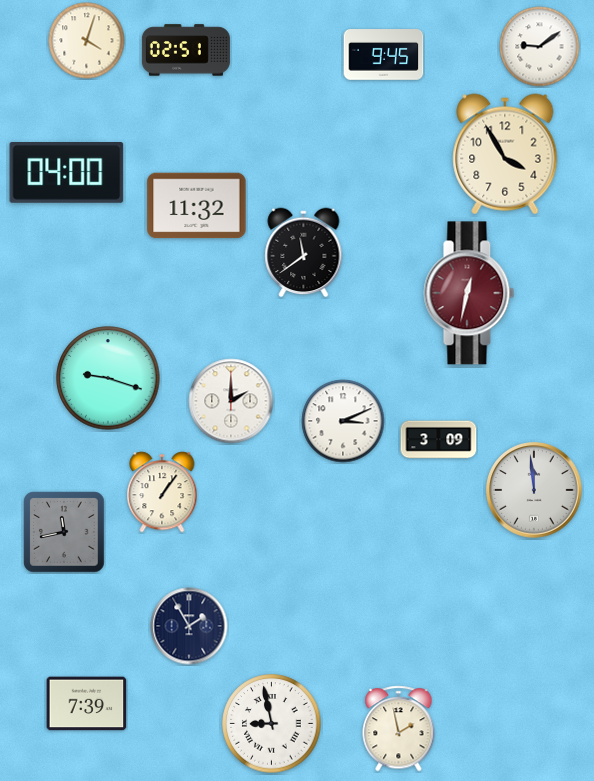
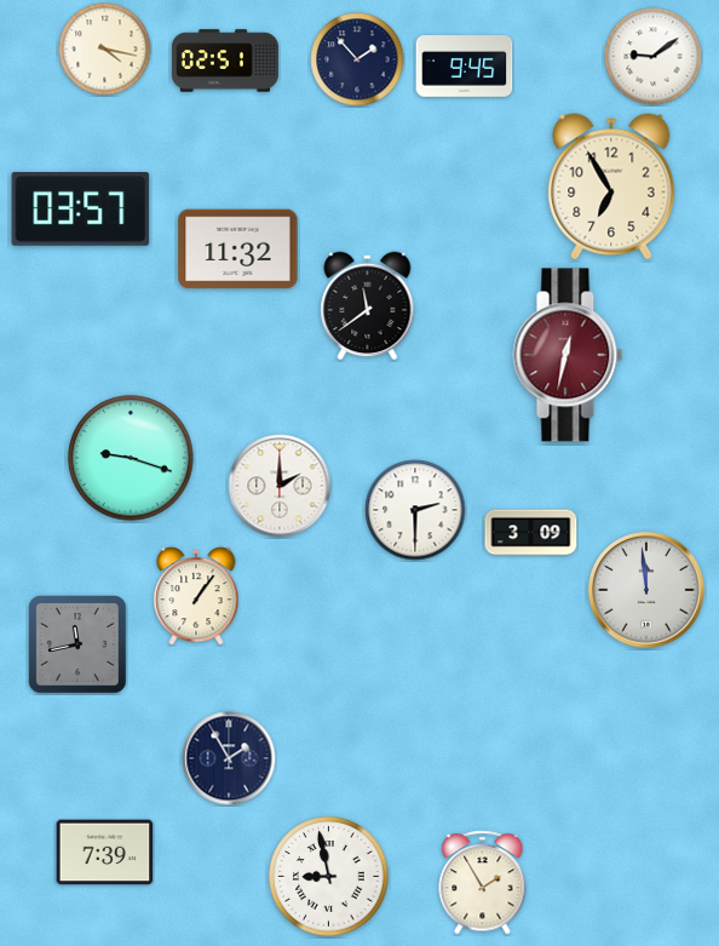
clock at (87, 41): 4:03 -> 4:17
clock at (357, 59): none -> 1:53
clock at (505, 154): 3:55 -> 6:55
clock at (67, 173): 04:00 -> 03:57
clock at (343, 421): 3:11 -> 2:30
clock at (534, 490) position: (534, 490) -> (646, 590)
clock at (399, 729): 1:58 -> 1:55
